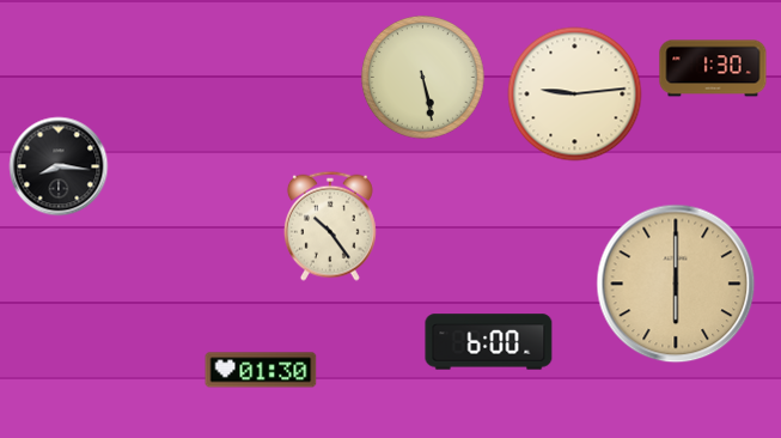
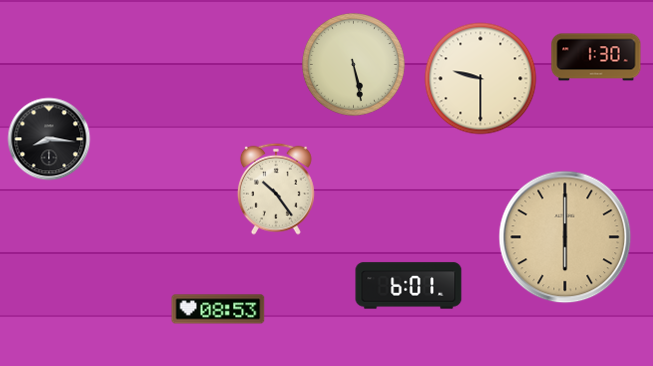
clock at (575, 95): 9:14 -> 9:30
clock at (489, 342): 6:00 -> 6:01
clock at (261, 370): 01:30 -> 08:53
